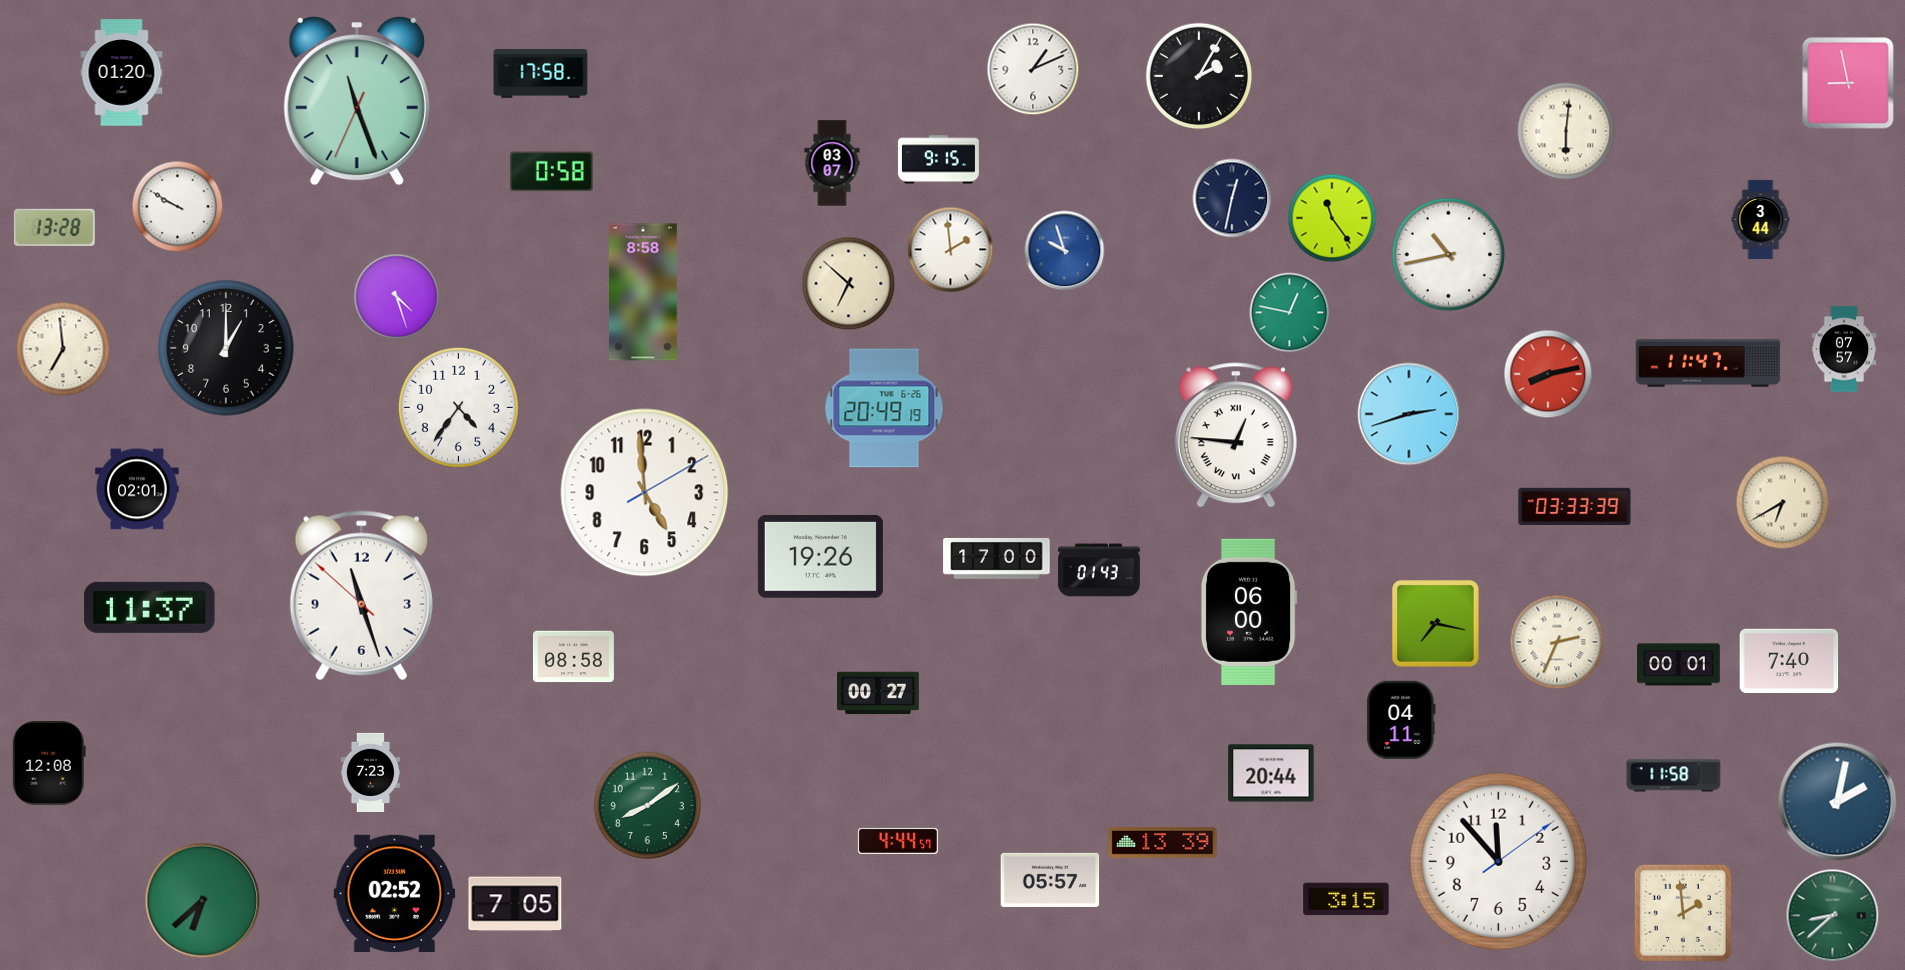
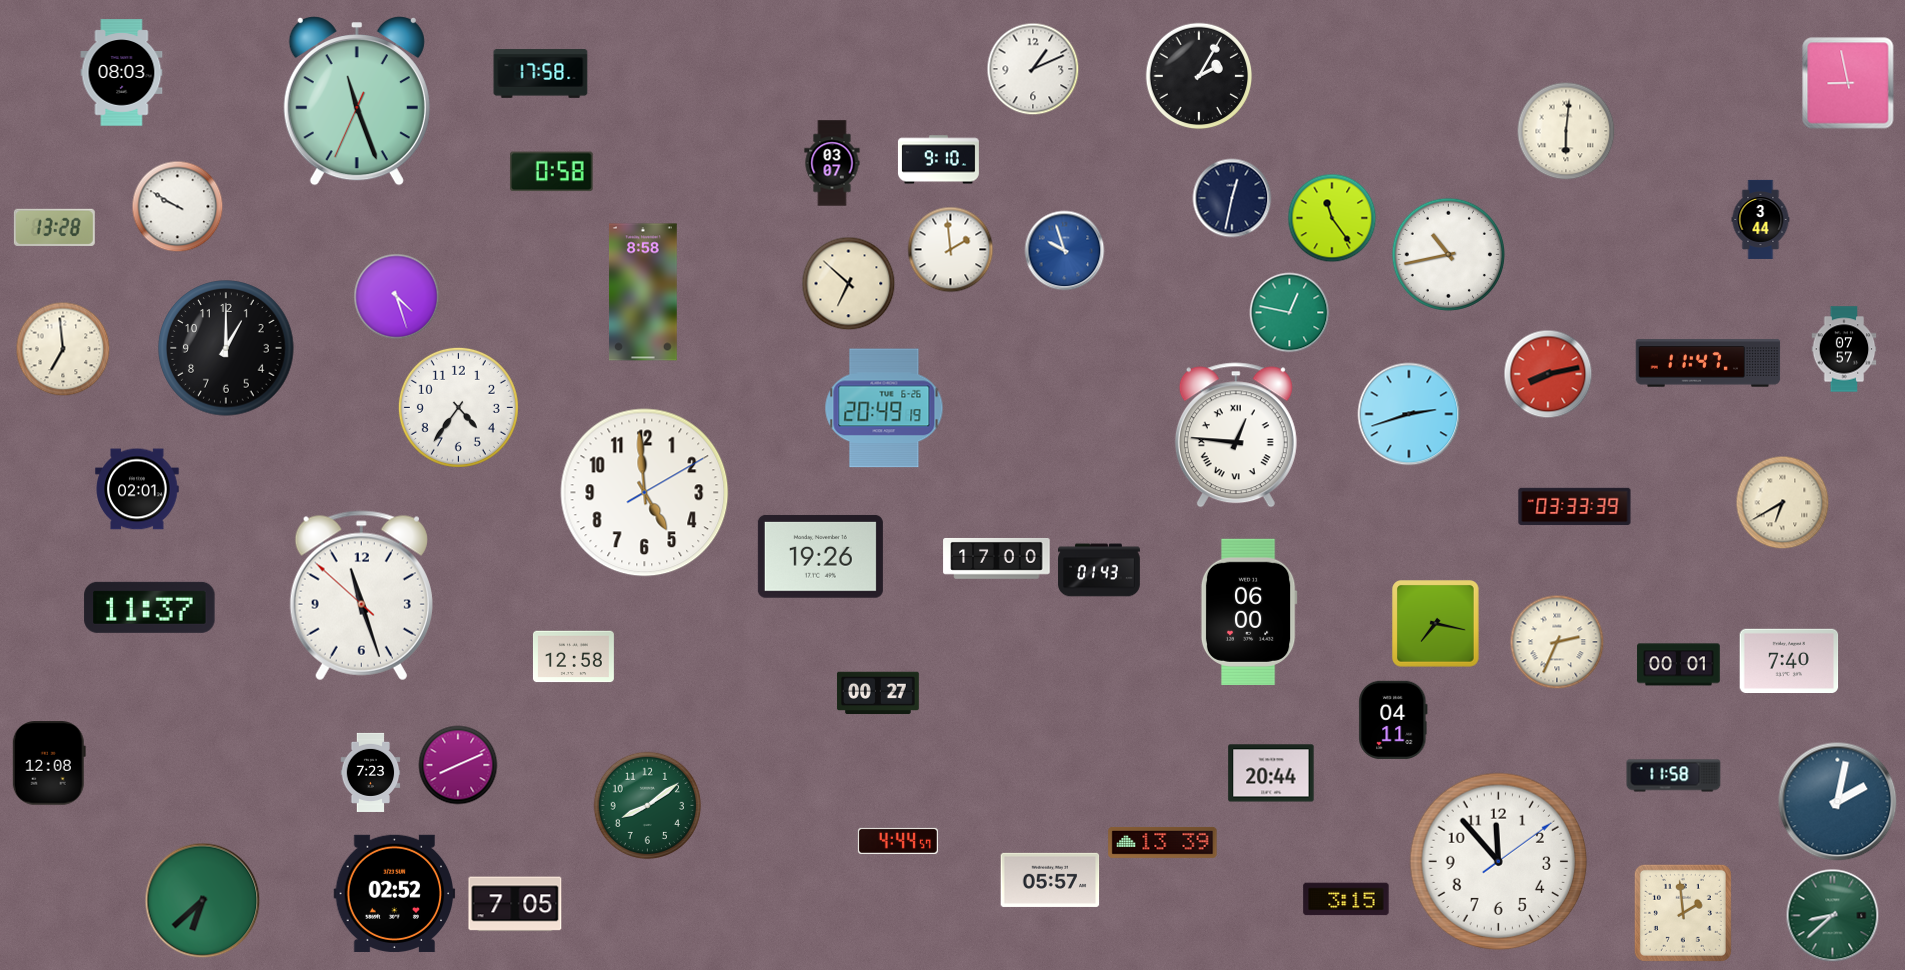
clock at (122, 73): 01:20 -> 08:03
clock at (938, 160): 9:15 -> 9:10
clock at (573, 657): 08:58 -> 12:58
clock at (1401, 720) position: (1401, 720) -> (1393, 720)
clock at (458, 765): none -> 8:11
